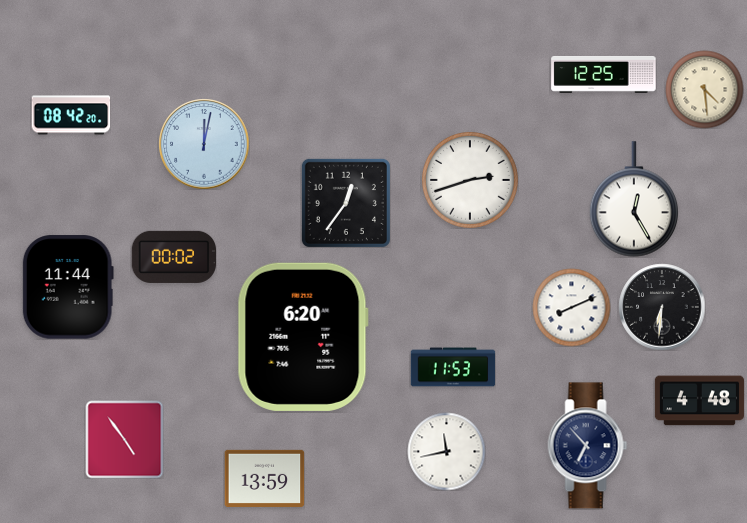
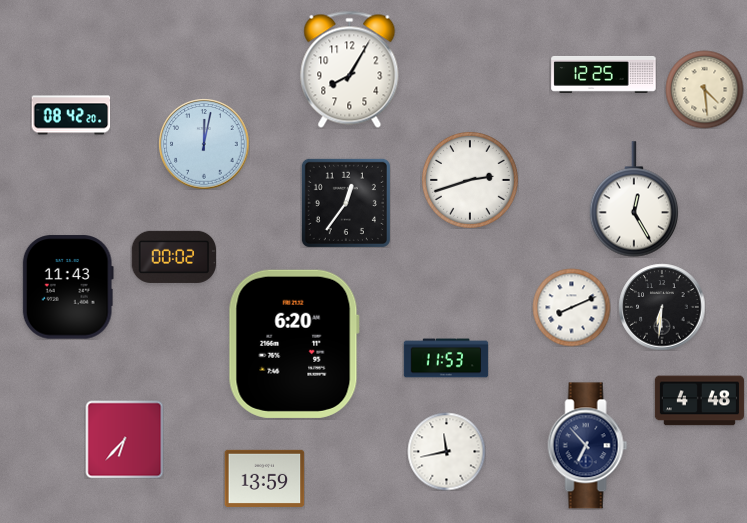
clock at (350, 69): none -> 8:05
clock at (68, 287): 11:44 -> 11:43
clock at (303, 337) position: (303, 337) -> (294, 344)
clock at (453, 367) position: (453, 367) -> (446, 358)
clock at (124, 439): 4:54 -> 6:37
